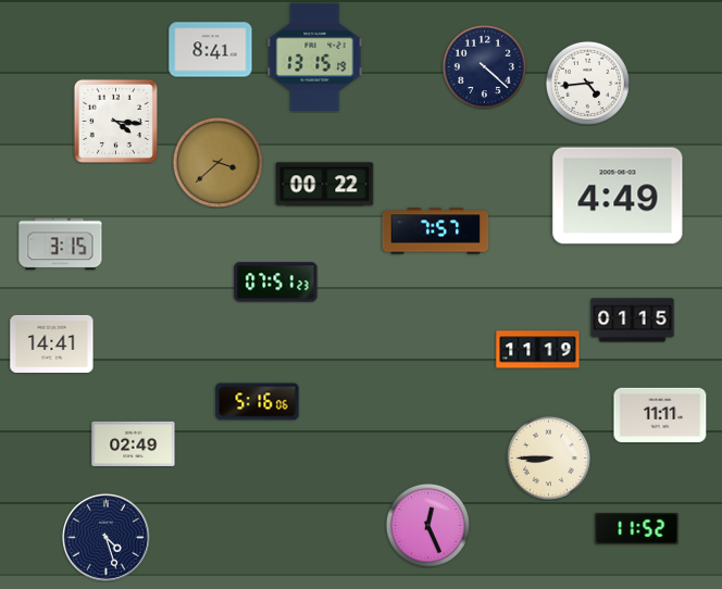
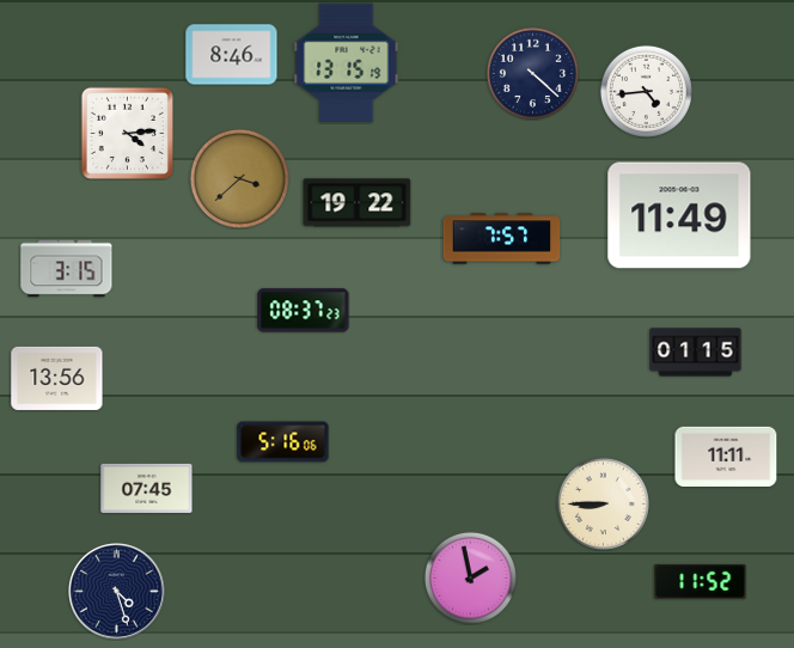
clock at (211, 50): 8:41 -> 8:46
clock at (115, 121): 4:16 -> 4:14
clock at (325, 185): 00:22 -> 19:22
clock at (618, 196): 4:49 -> 11:49
clock at (436, 231) position: (436, 231) -> (502, 239)
clock at (276, 283): 07:51 -> 08:37
clock at (52, 343): 14:41 -> 13:56
clock at (538, 350): 11:19 -> none
clock at (134, 443): 02:49 -> 07:45
clock at (427, 525): 12:26 -> 1:58
